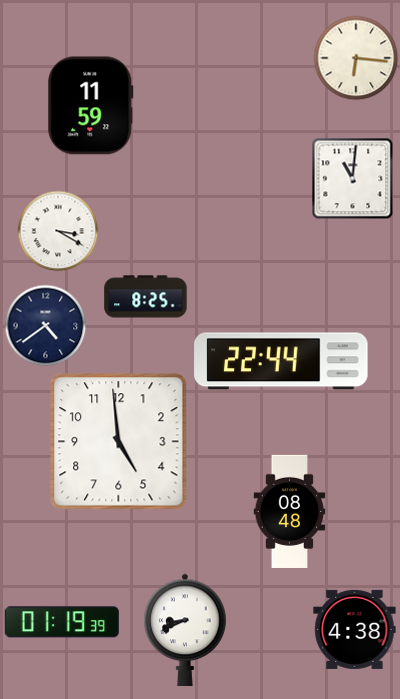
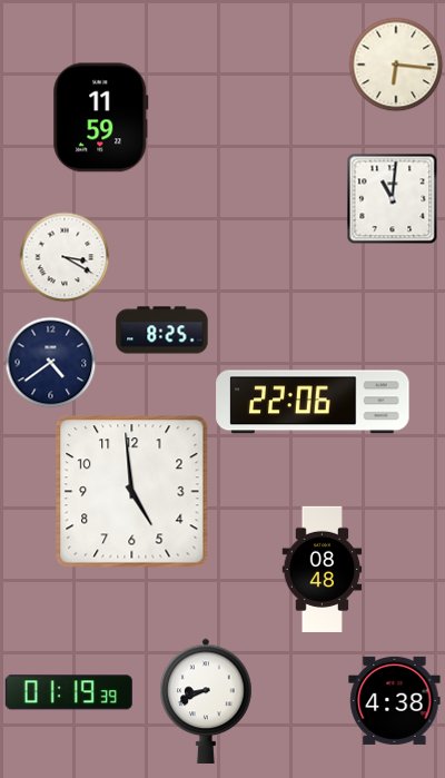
clock at (281, 361): 22:44 -> 22:06
